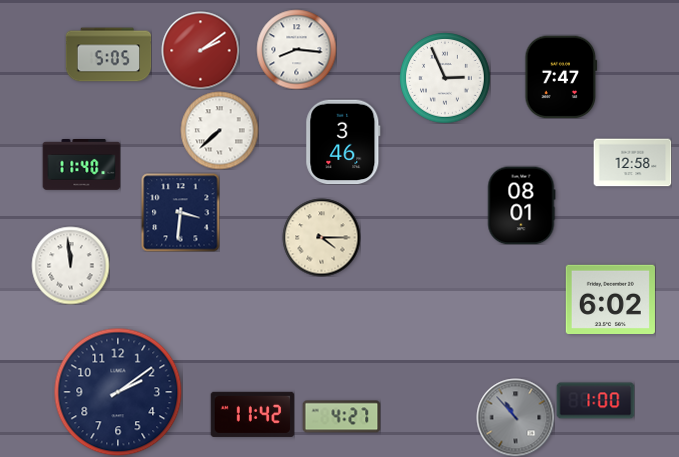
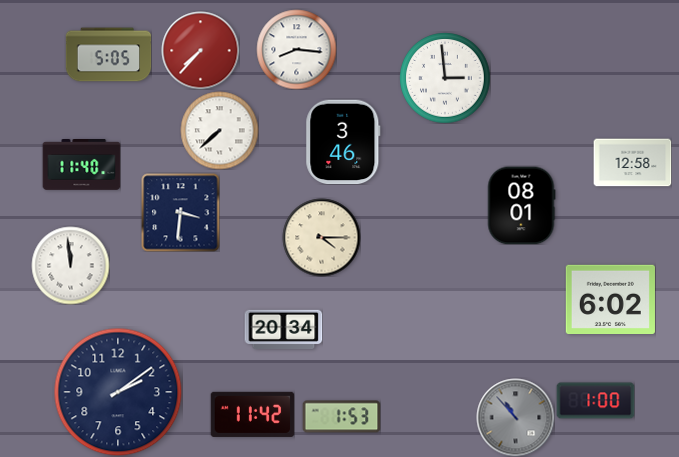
clock at (200, 50): 2:09 -> 7:37
clock at (561, 77): 7:47 -> none
clock at (445, 78): 2:56 -> 2:59
clock at (283, 330): none -> 20:34
clock at (341, 417): 4:27 -> 1:53
